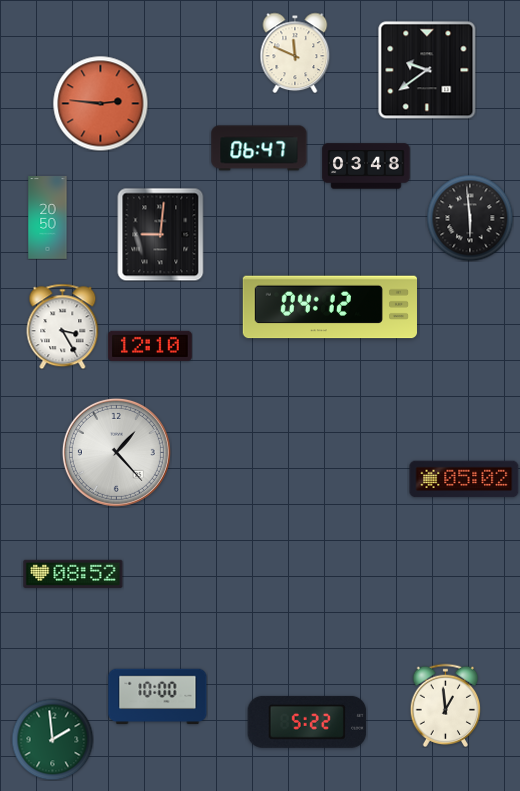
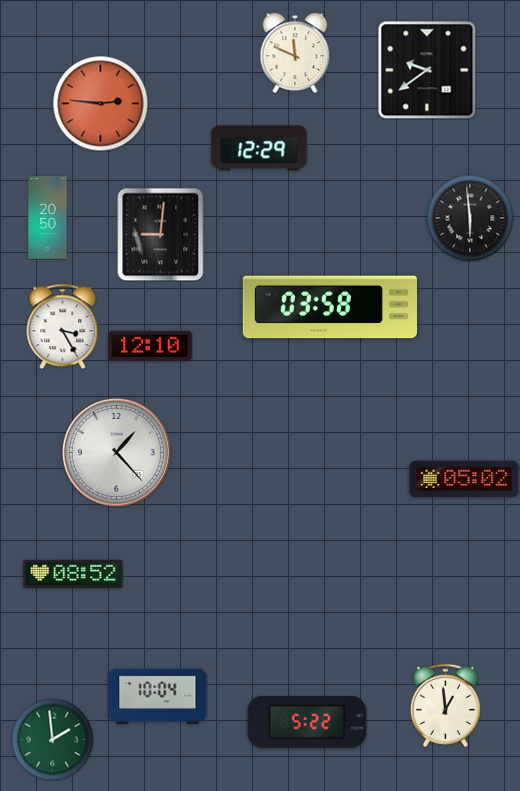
clock at (259, 148): 06:47 -> 12:29
clock at (366, 166): 03:48 -> none
clock at (329, 307): 04:12 -> 03:58
clock at (158, 697): 10:00 -> 10:04
